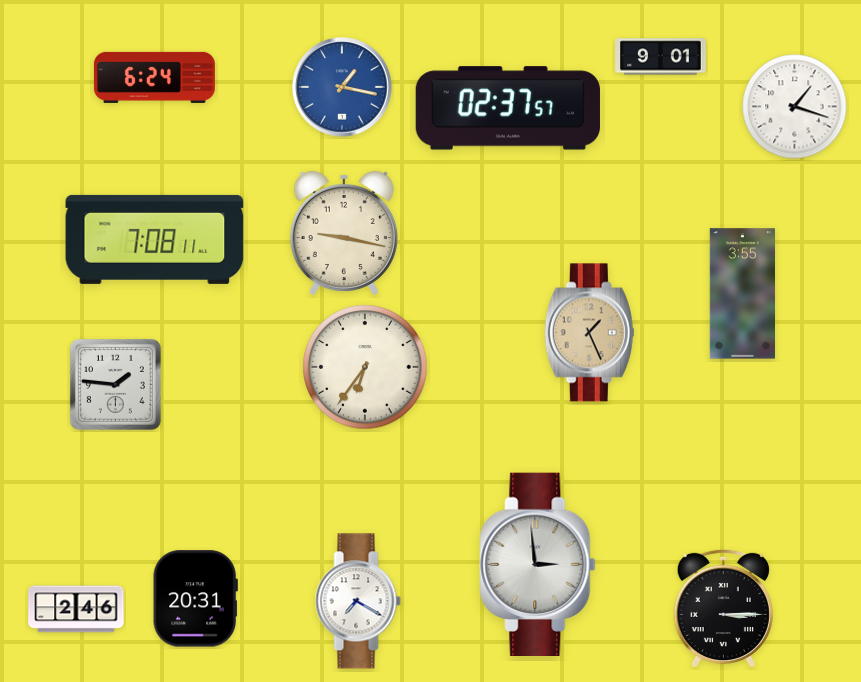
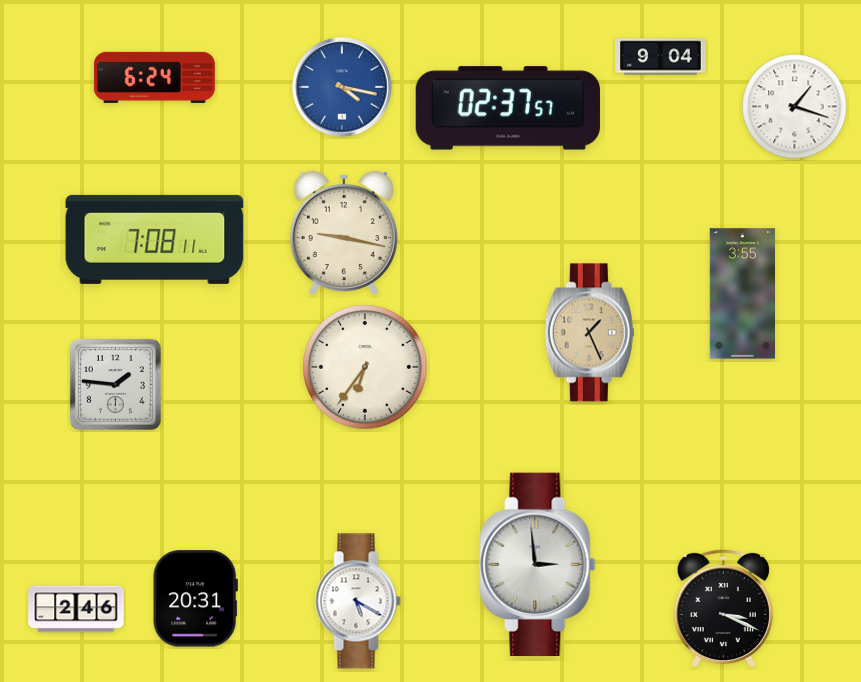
clock at (661, 57): 9:01 -> 9:04
clock at (342, 87): 1:17 -> 4:17
clock at (358, 601): 7:20 -> 5:20
clock at (723, 608): 3:15 -> 3:19
